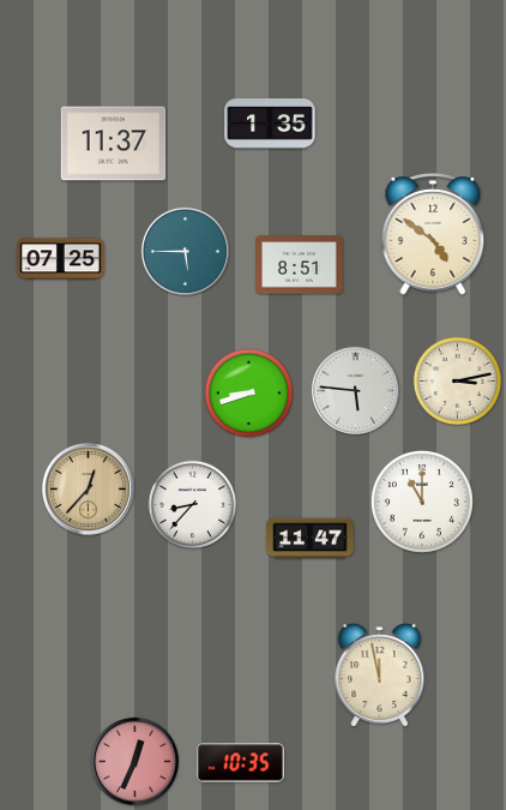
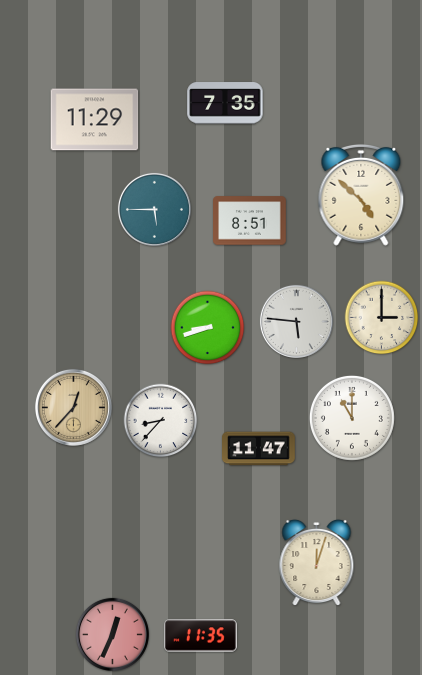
clock at (270, 124): 1:35 -> 7:35
clock at (114, 144): 11:37 -> 11:29
clock at (433, 234): 4:51 -> 4:52
clock at (61, 259): 07:25 -> none
clock at (458, 382): 3:13 -> 3:00
clock at (355, 390) position: (355, 390) -> (296, 321)
clock at (380, 676): 11:58 -> 12:03
clock at (241, 763): 10:35 -> 11:35
